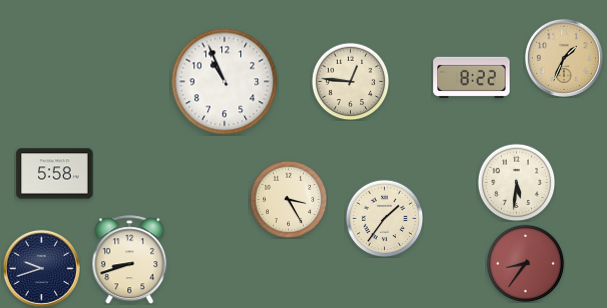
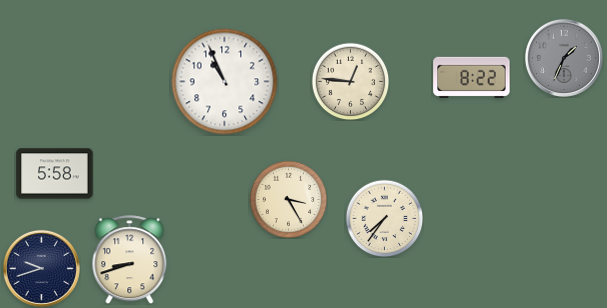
clock at (564, 58) dial: champagne -> grey
clock at (516, 182): 5:31 -> none
clock at (384, 218): 1:36 -> 7:36
clock at (525, 263): 8:36 -> none
